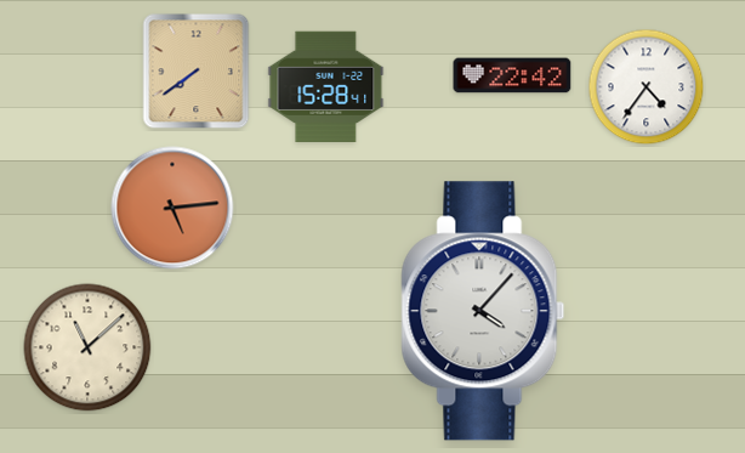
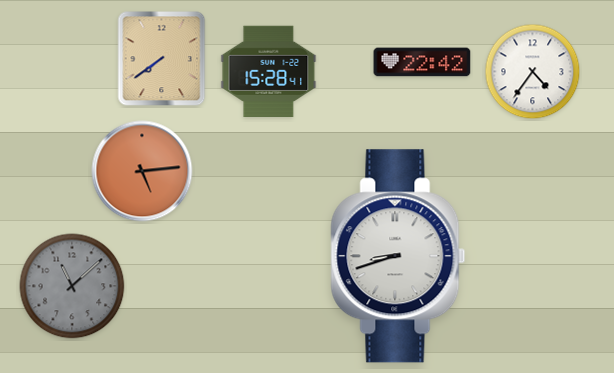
clock at (483, 311): 4:07 -> 8:42
clock at (87, 347) dial: cream -> grey
